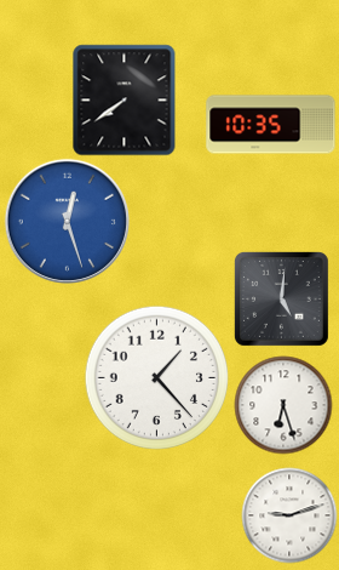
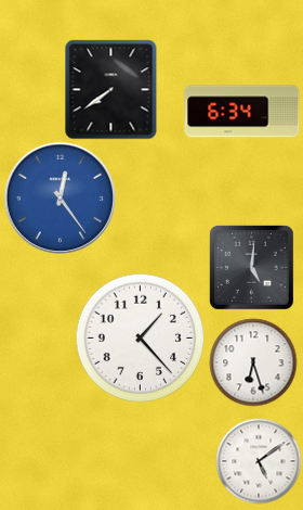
clock at (271, 125): 10:35 -> 6:34
clock at (67, 221): 12:27 -> 12:24
clock at (289, 515): 9:12 -> 5:09
